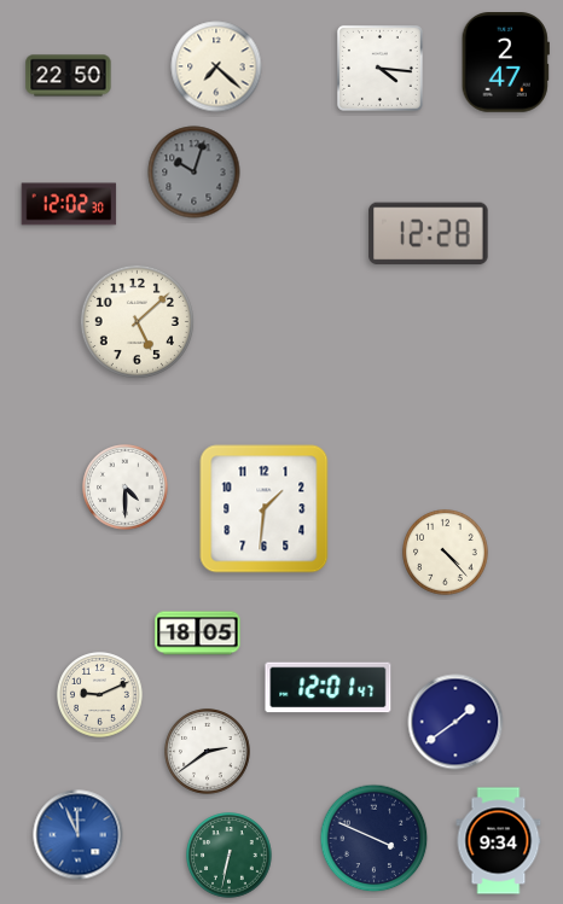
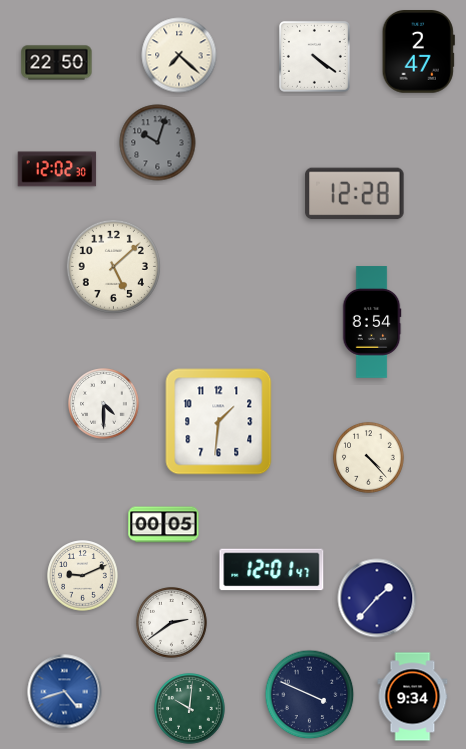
clock at (379, 68): 4:16 -> 4:21
clock at (195, 173) position: (195, 173) -> (158, 143)
clock at (372, 322): none -> 8:54
clock at (198, 634): 18:05 -> 00:05
clock at (455, 722): 1:39 -> 1:37
clock at (79, 835): 11:56 -> 4:42
clock at (230, 856): 6:32 -> 10:01
